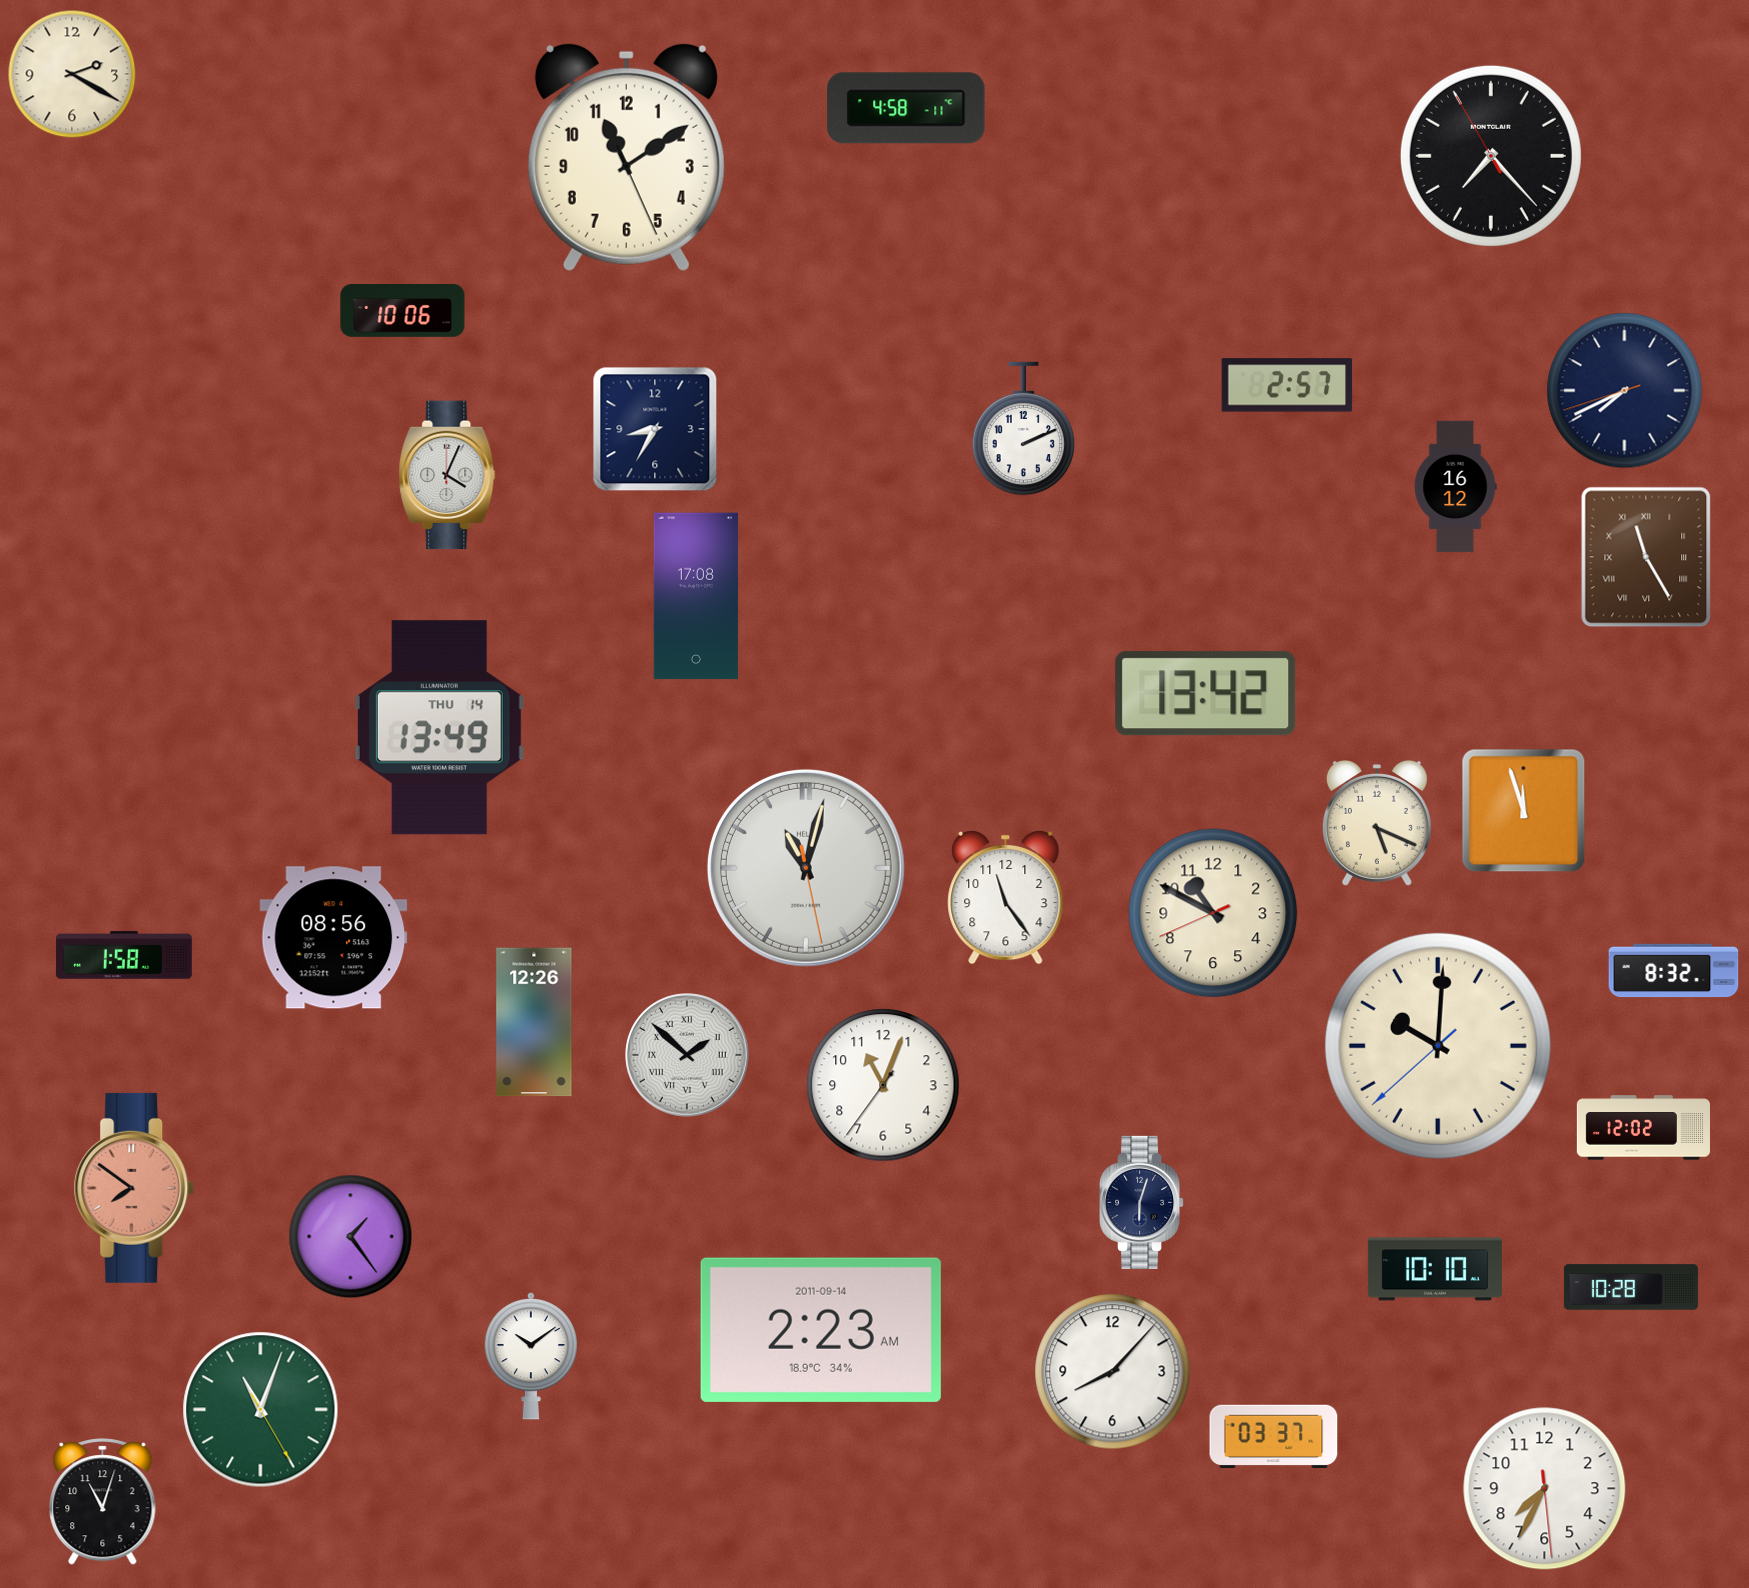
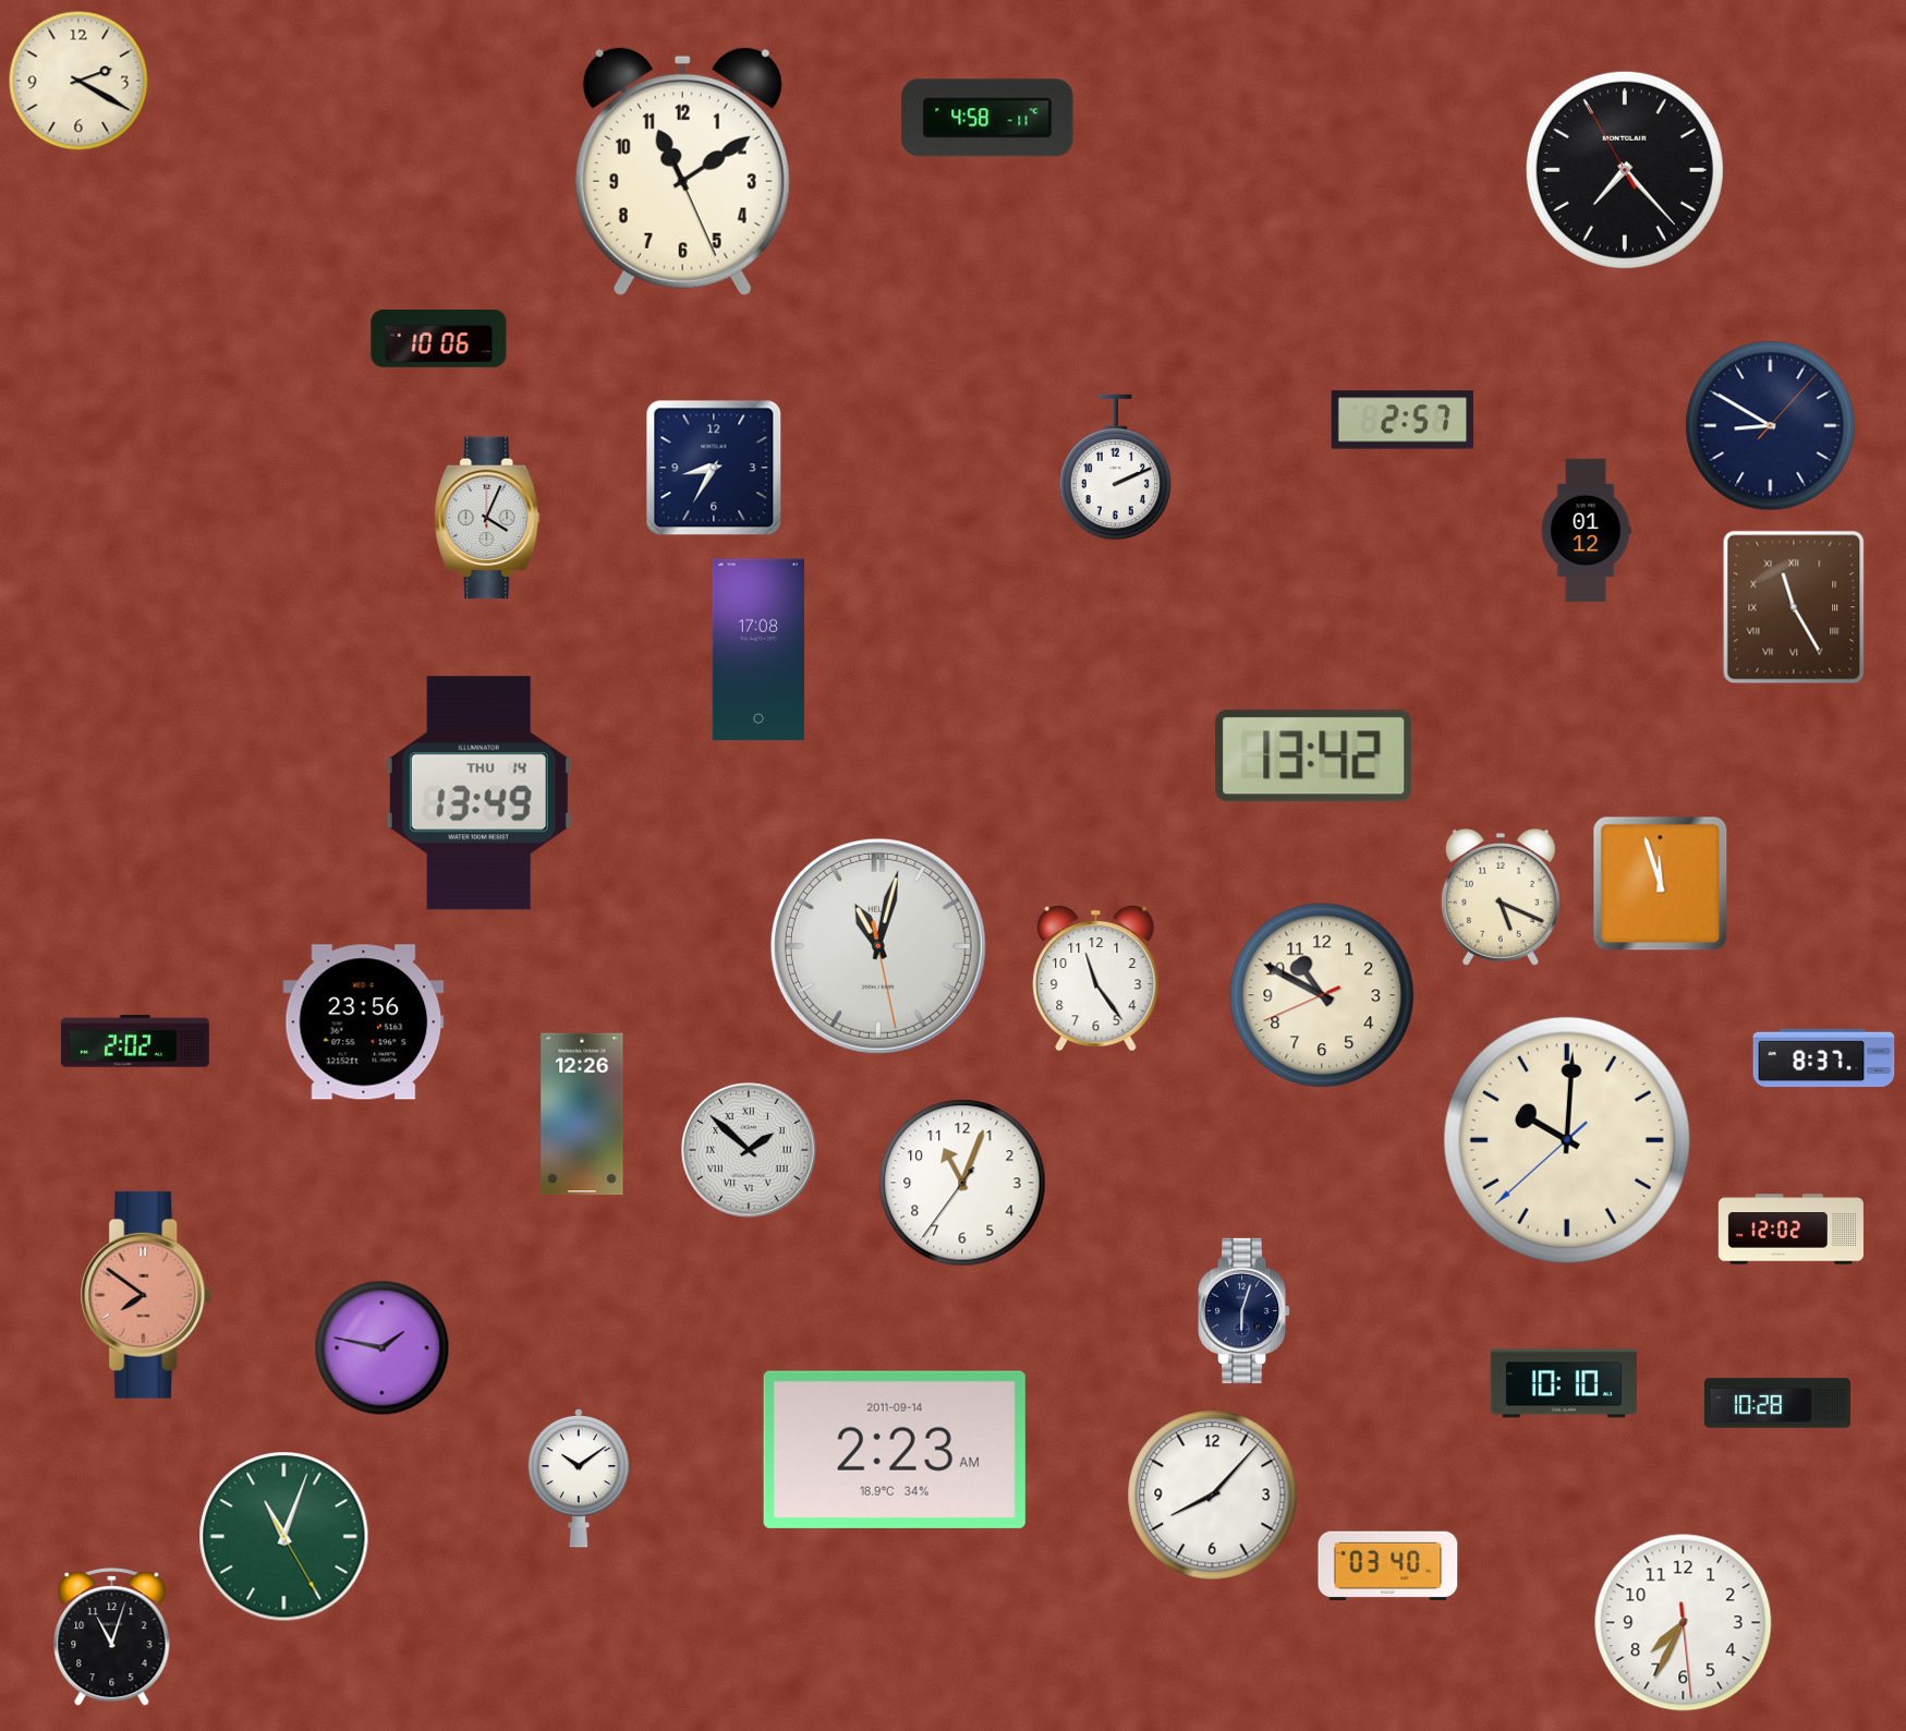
clock at (1625, 391): 7:40 -> 8:50
clock at (1455, 487): 16:12 -> 01:12
clock at (334, 938): 08:56 -> 23:56
clock at (124, 955): 1:58 -> 2:02
clock at (1674, 971): 8:32 -> 8:37
clock at (351, 1237): 1:24 -> 1:47
clock at (1274, 1437): 03:37 -> 03:40
